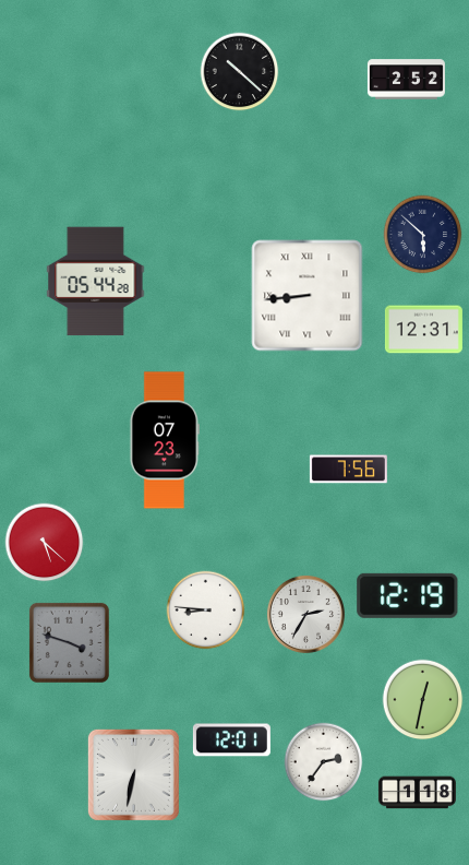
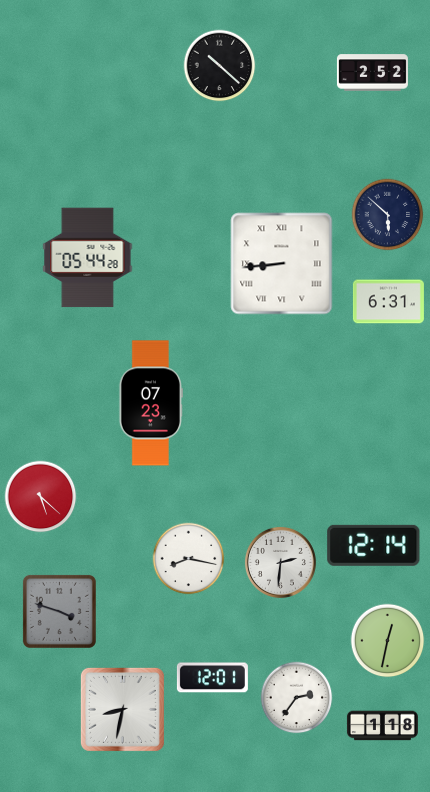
clock at (308, 296) position: (308, 296) -> (282, 264)
clock at (423, 330): 12:31 -> 6:31
clock at (348, 470): 7:56 -> none
clock at (408, 595): 12:19 -> 12:14
clock at (206, 611): 8:46 -> 8:17
clock at (305, 614): 2:35 -> 2:31
clock at (69, 642) position: (69, 642) -> (59, 611)
clock at (133, 774): 6:32 -> 8:32
